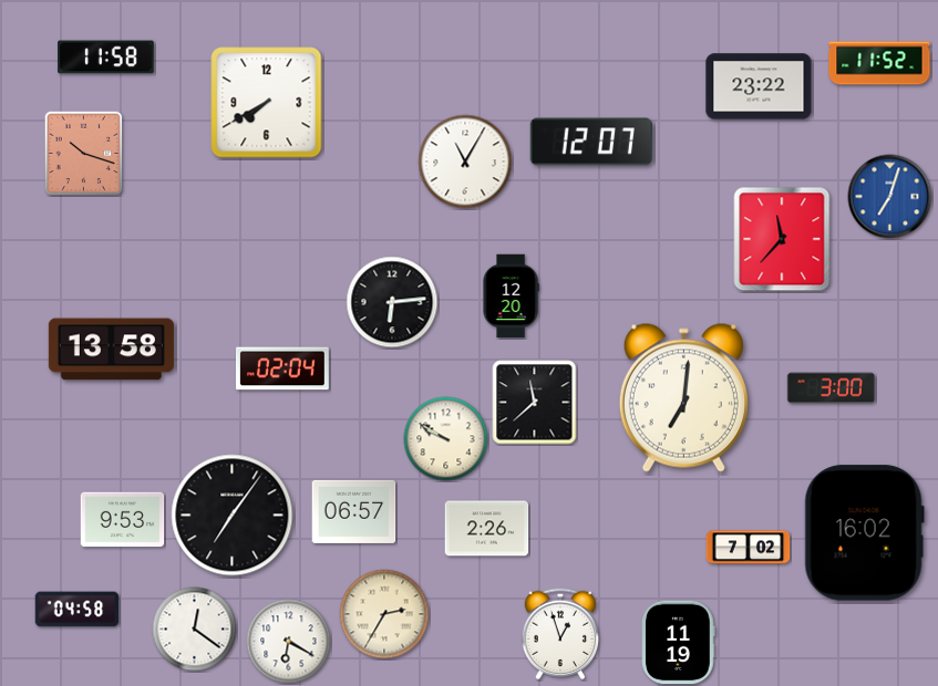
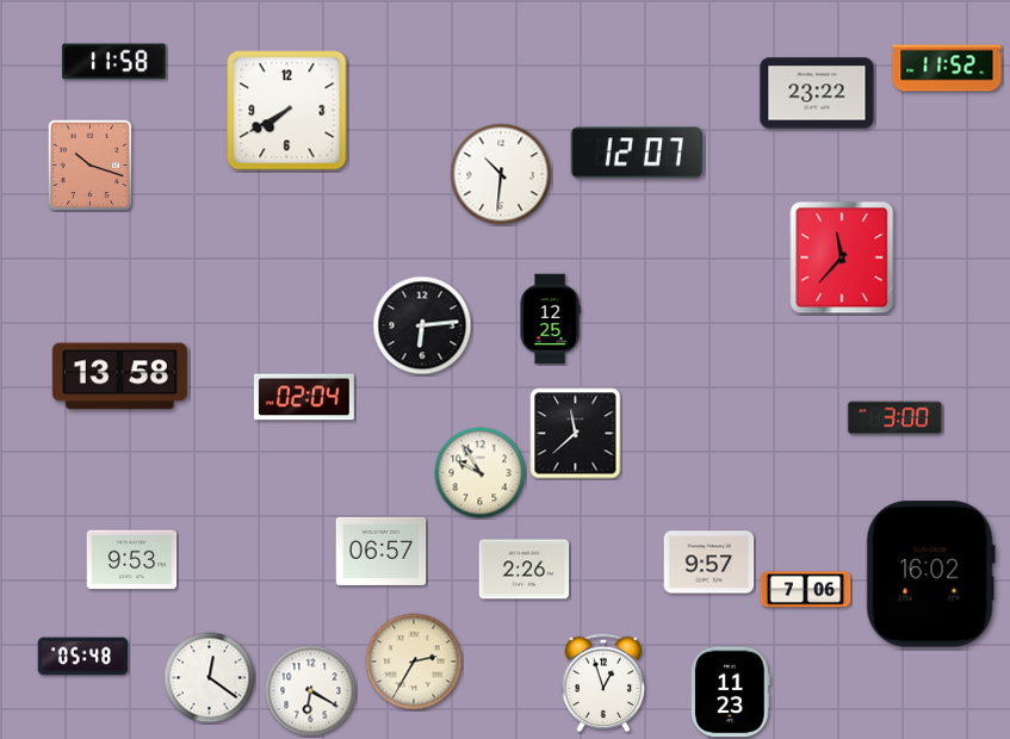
clock at (465, 162): 11:05 -> 10:31
clock at (890, 197): 7:03 -> none
clock at (511, 297): 12:20 -> 12:25
clock at (683, 397): 7:01 -> none
clock at (446, 439): 9:50 -> 9:55
clock at (233, 516): 7:06 -> none
clock at (710, 563): none -> 9:57
clock at (749, 548): 7:02 -> 7:06
clock at (78, 610): 04:58 -> 05:48
clock at (679, 643): 11:19 -> 11:23
